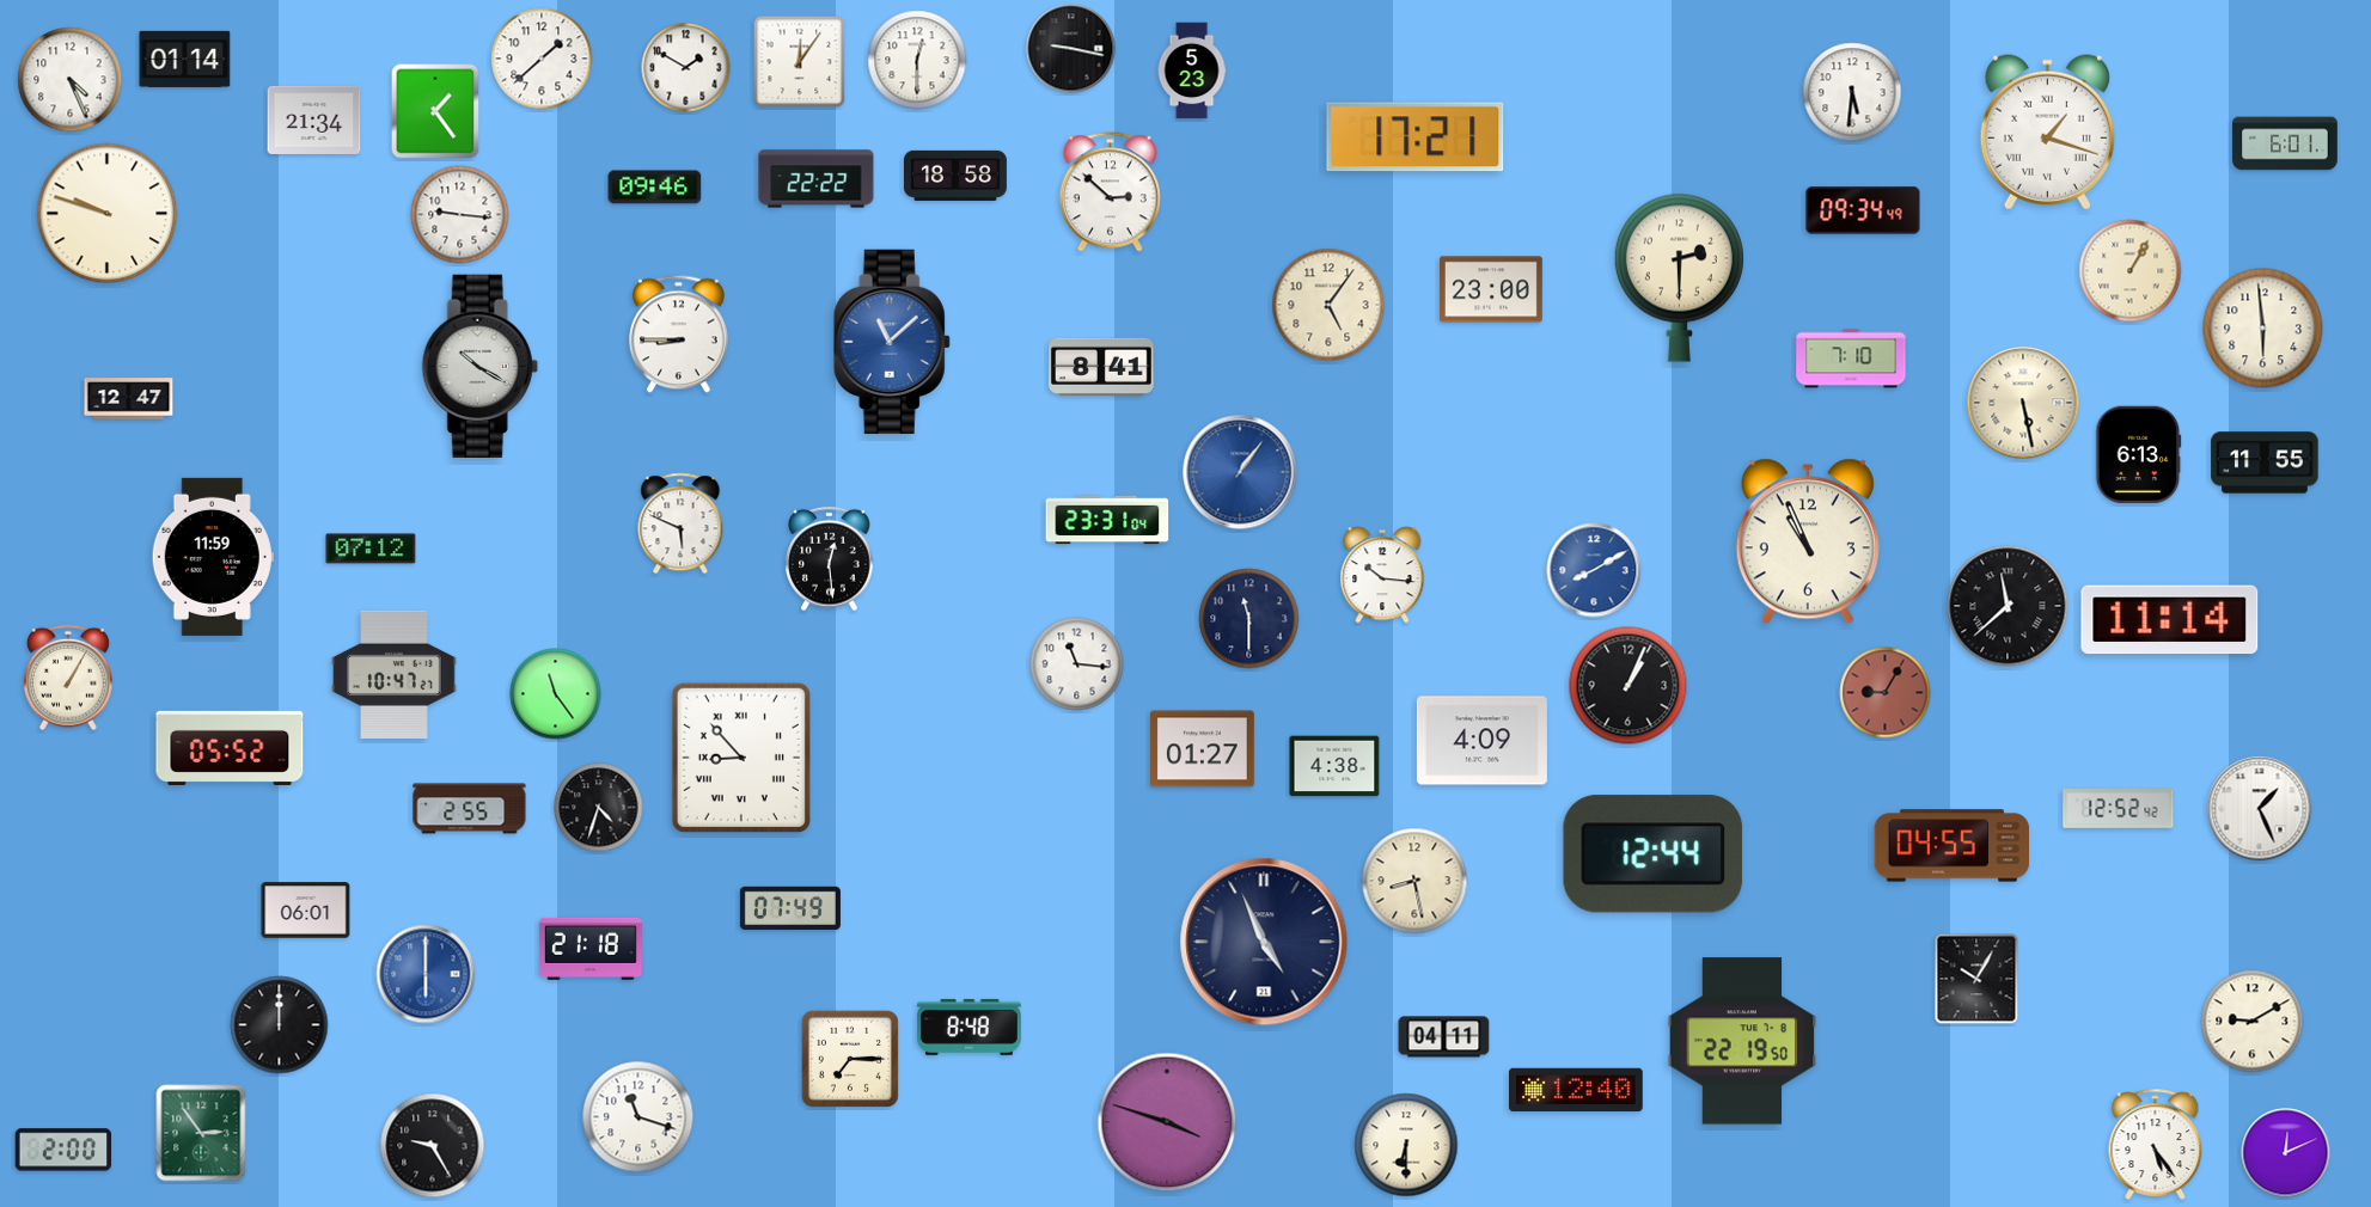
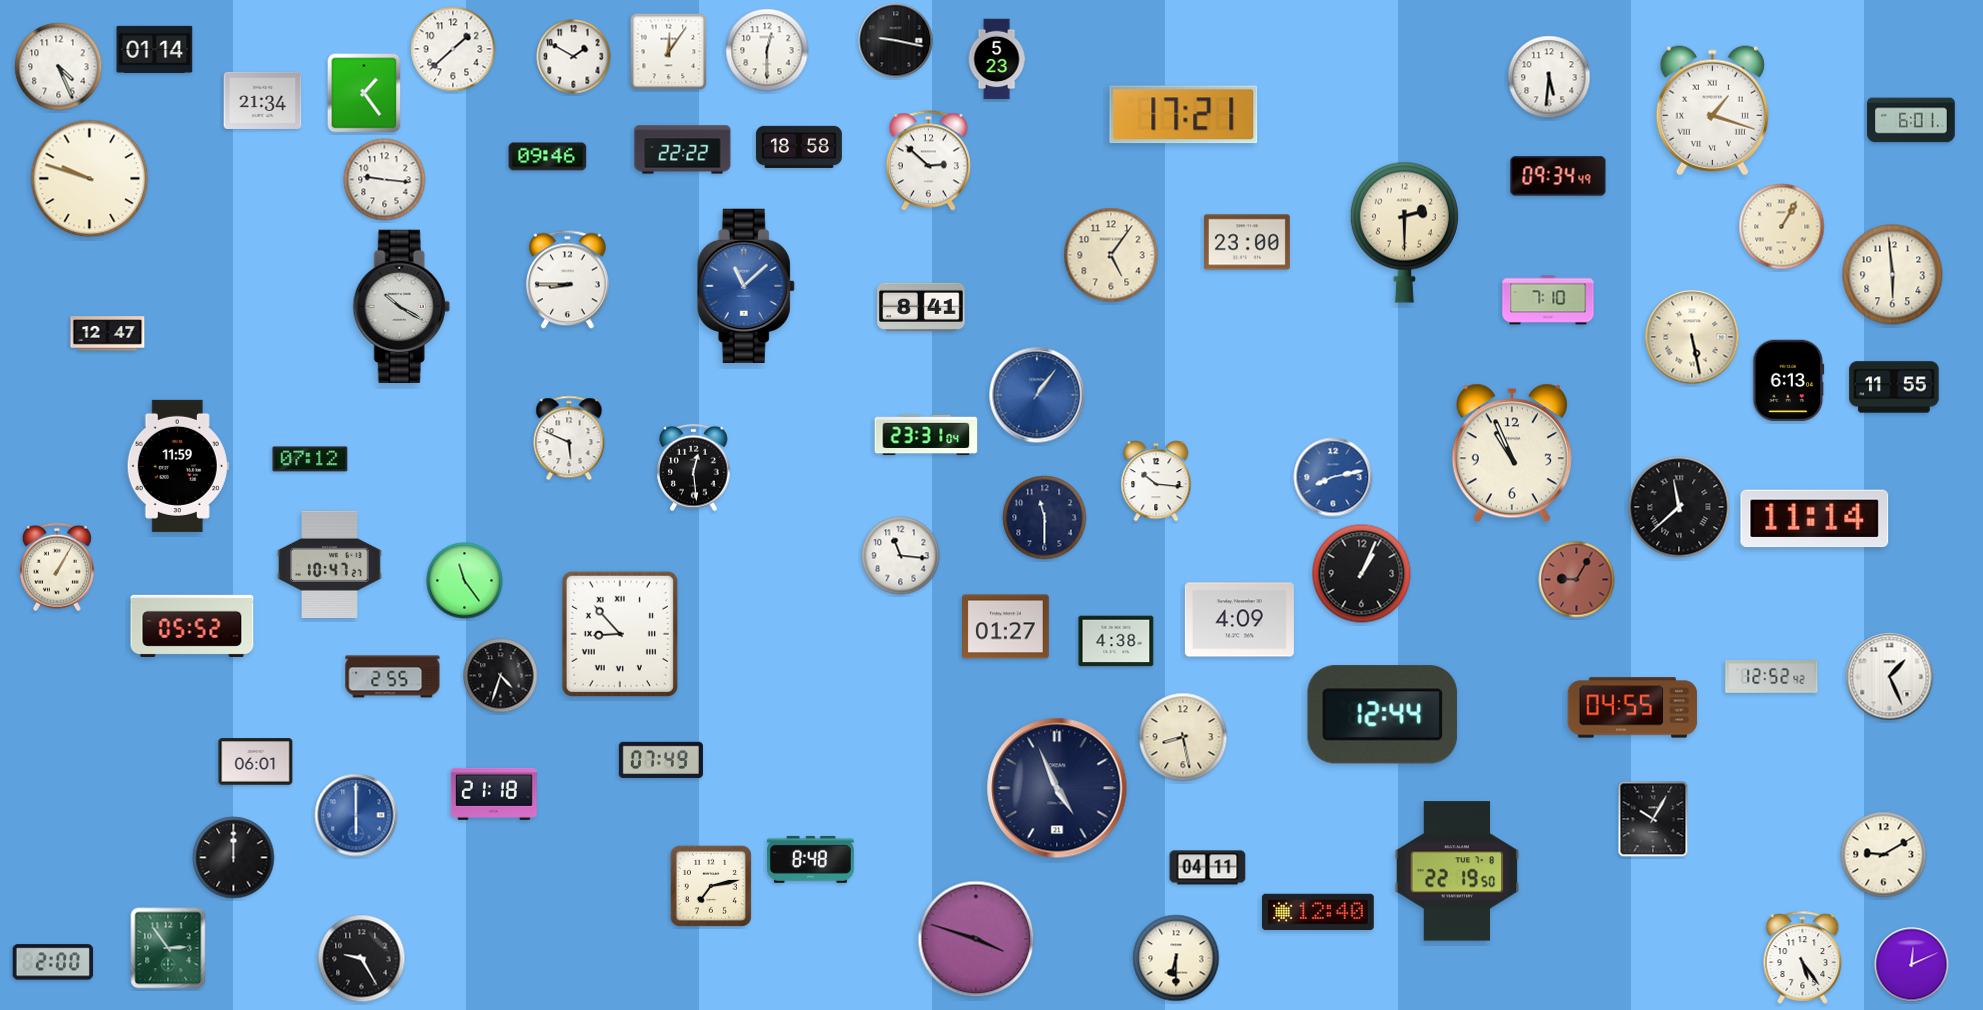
clock at (1594, 570): 8:10 -> 8:13
clock at (850, 1059): 7:15 -> 7:13
clock at (638, 1117): 11:18 -> none
